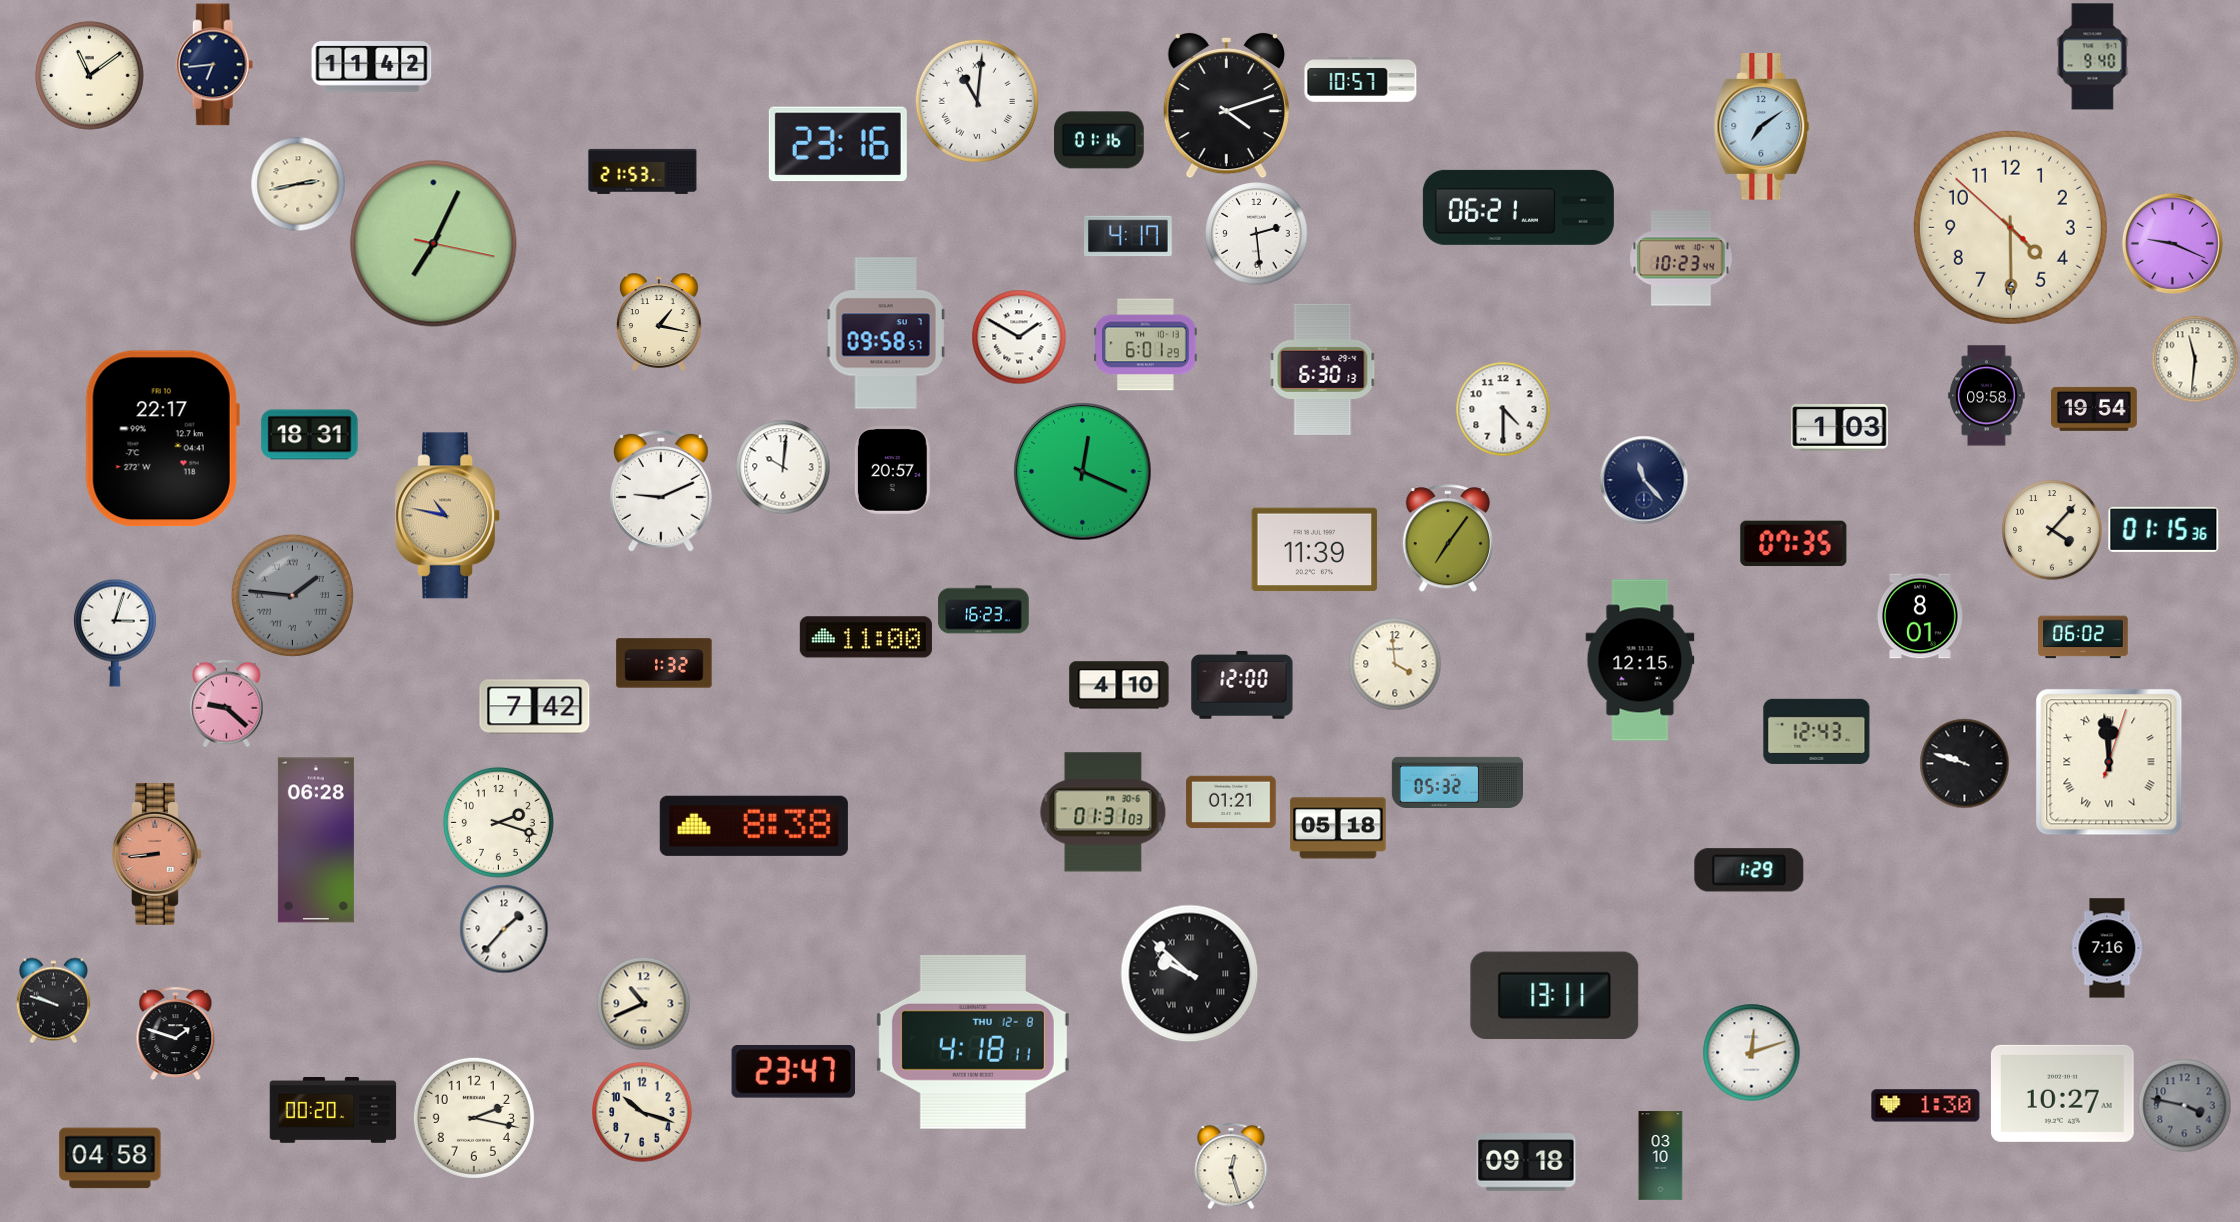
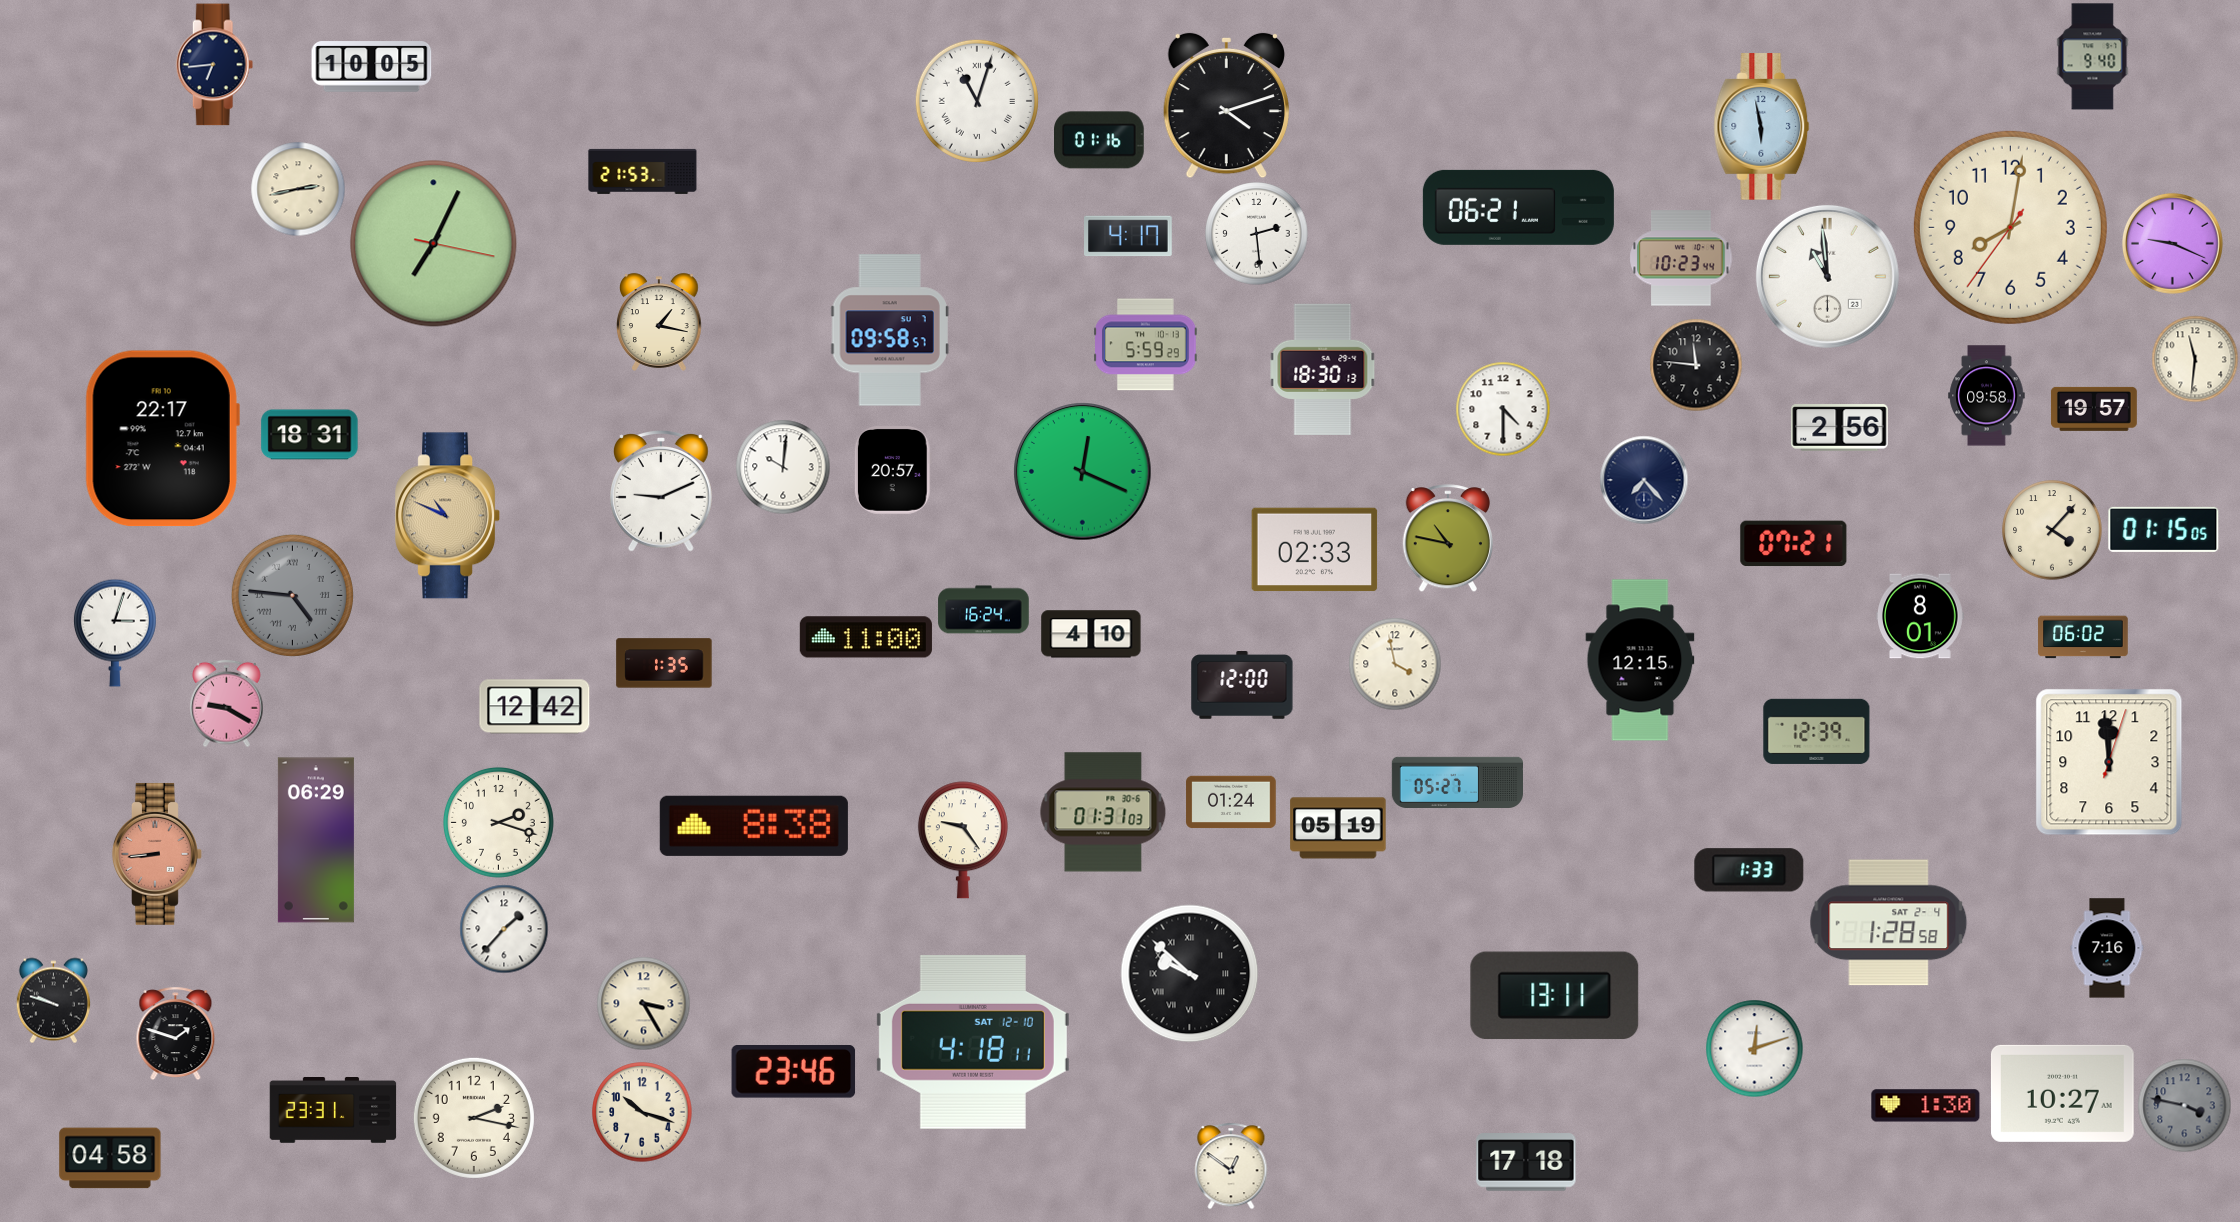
clock at (372, 67): 11:42 -> 10:05
clock at (90, 76): 11:09 -> none
clock at (1361, 80): 10:57 -> none
clock at (977, 101): 11:01 -> 11:03
clock at (1762, 127): 7:09 -> 5:58
clock at (838, 144): 23:16 -> none
clock at (298, 184) position: (298, 184) -> (298, 189)
clock at (2010, 227): 4:29 -> 8:01
clock at (1827, 276): none -> 10:59
clock at (886, 333) position: (886, 333) -> (890, 330)
clock at (1019, 337): 1:50 -> none
clock at (1146, 345): 6:01 -> 5:59
clock at (1696, 365): none -> 11:46
clock at (1323, 369): 6:30 -> 18:30
clock at (2094, 409): 19:54 -> 19:57
clock at (1840, 428): 1:03 -> 2:56
clock at (1644, 480): 11:23 -> 7:23
clock at (448, 516): 10:47 -> 10:49
clock at (2164, 529): 01:15:36 -> 01:15:05
clock at (1447, 538): 7:06 -> 10:47
clock at (1794, 544): 07:35 -> 07:21
clock at (1315, 550): 11:39 -> 02:33
clock at (292, 595): 1:46 -> 4:46
clock at (984, 610): 16:23 -> 16:24
clock at (664, 663): 1:32 -> 1:35
clock at (1395, 664): 3:59 -> 3:58
clock at (1119, 685) position: (1119, 685) -> (1091, 634)
clock at (227, 703): 9:22 -> 9:20
clock at (535, 707): 7:42 -> 12:42
clock at (1817, 731): 12:43 -> 12:39
clock at (2109, 762) numerals: Roman -> Arabic
clock at (1964, 763): 9:48 -> none
clock at (1458, 782): 05:32 -> 05:27
clock at (1231, 802): 01:21 -> 01:24
clock at (1338, 828): 05:18 -> 05:19
clock at (316, 840): 06:28 -> 06:29
clock at (963, 840): none -> 9:24
clock at (1749, 870): 1:29 -> 1:33
clock at (1889, 923): none -> 1:28
clock at (643, 1003): 10:41 -> 3:25
clock at (973, 1042) date: THU 12-8 -> SAT 12-10
clock at (1751, 1052) position: (1751, 1052) -> (1754, 1048)
clock at (794, 1072): 23:47 -> 23:46
clock at (333, 1111): 00:20 -> 23:31
clock at (1661, 1156): 03:10 -> none
clock at (1526, 1162): 09:18 -> 17:18
clock at (1231, 1166): 12:27 -> 12:51
